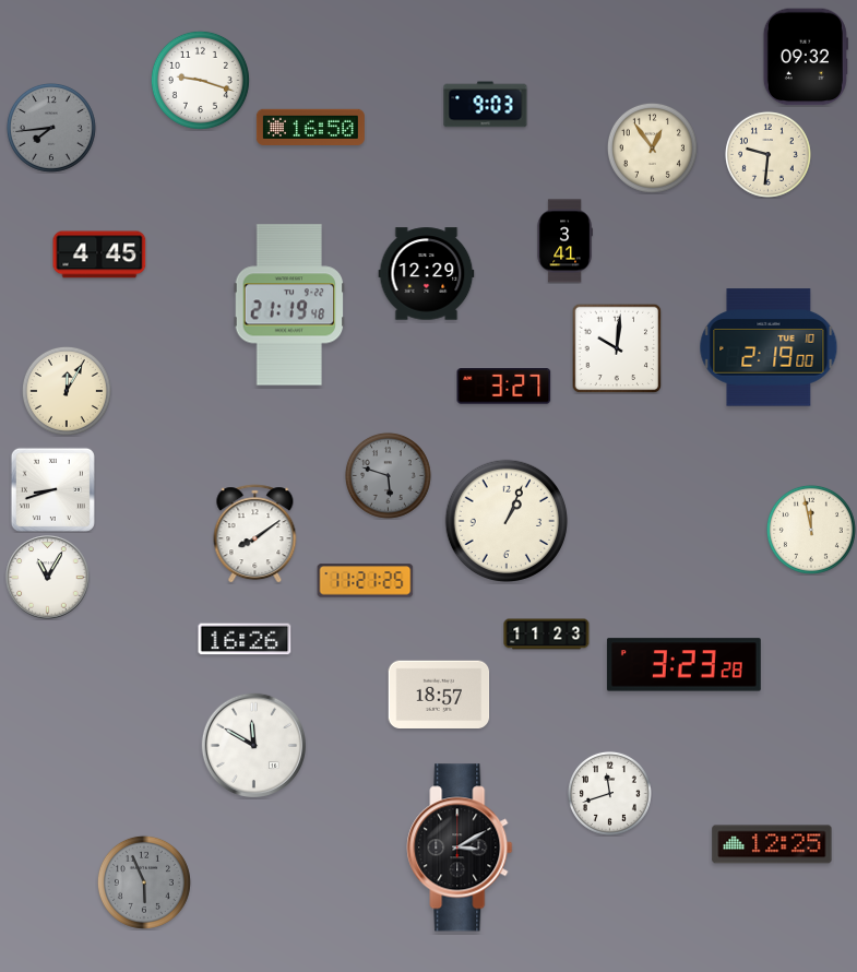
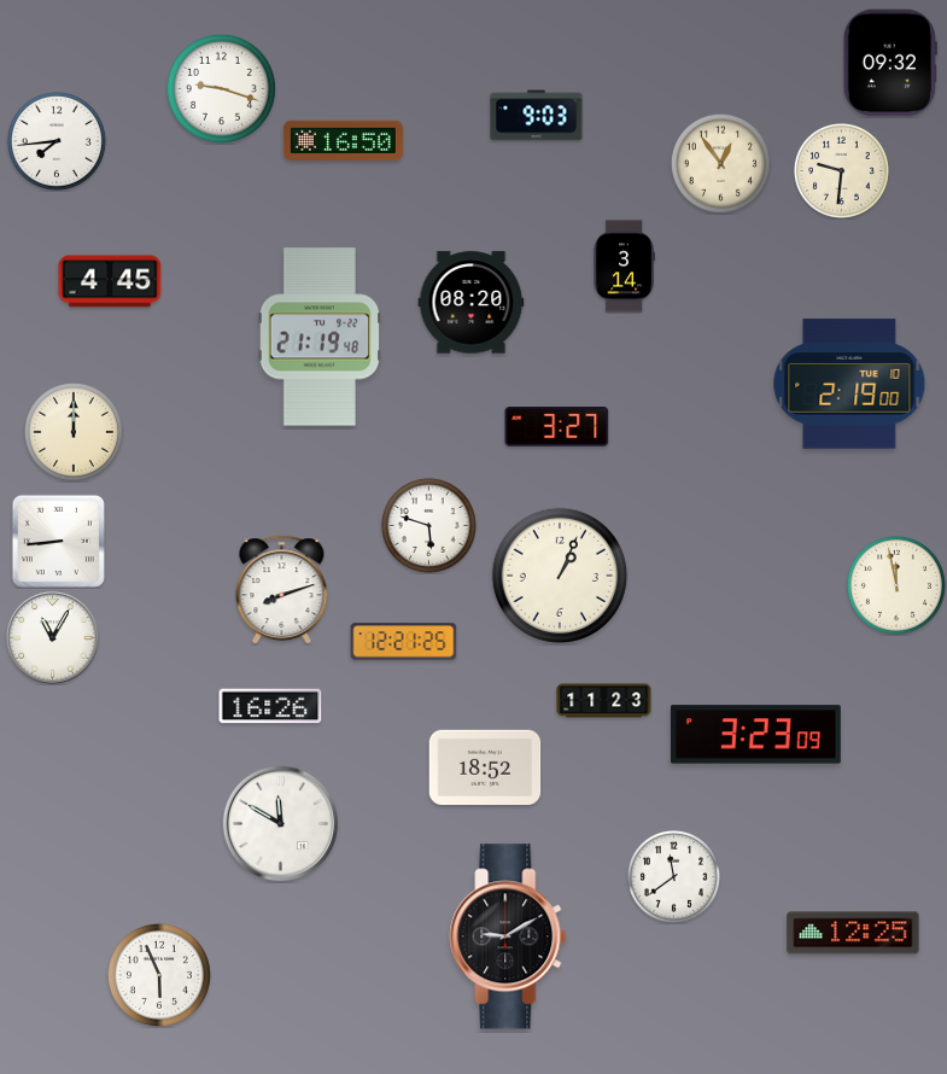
clock at (51, 128) dial: grey -> white
clock at (767, 154) position: (767, 154) -> (841, 170)
clock at (564, 241): 3:41 -> 3:14
clock at (427, 274): 12:29 -> 08:20
clock at (617, 348): 10:01 -> none
clock at (67, 391): 12:05 -> 12:00
clock at (388, 475) dial: grey -> white
clock at (52, 489): 8:42 -> 8:44
clock at (255, 534): 8:09 -> 8:12
clock at (366, 581): 11:21 -> 12:21
clock at (683, 665): 3:23:28 -> 3:23:09
clock at (439, 694): 18:57 -> 18:52
clock at (610, 794): 11:42 -> 11:39
clock at (460, 847): 3:10 -> 9:10
clock at (144, 882) dial: grey -> white
